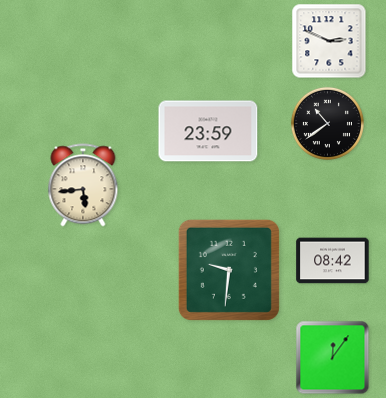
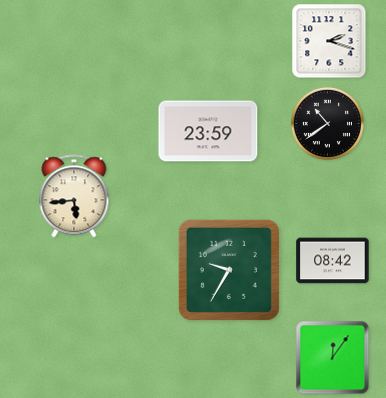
clock at (329, 41): 2:49 -> 2:18
clock at (83, 185) position: (83, 185) -> (74, 196)
clock at (229, 270): 9:31 -> 9:35
